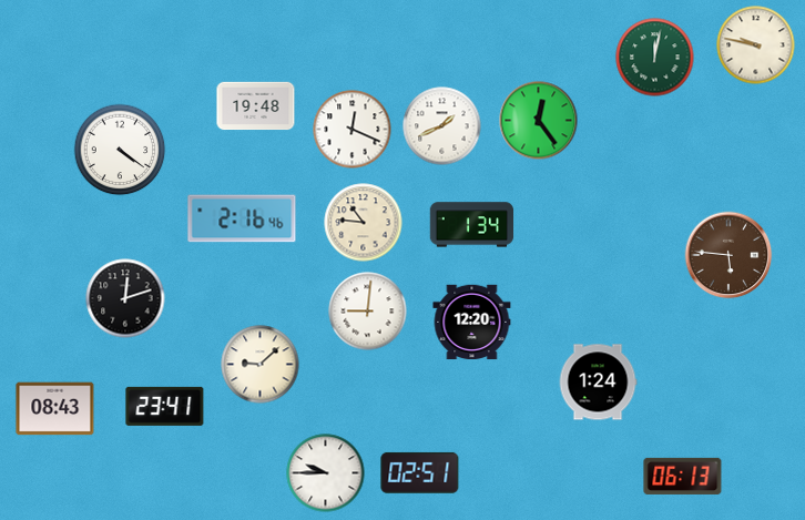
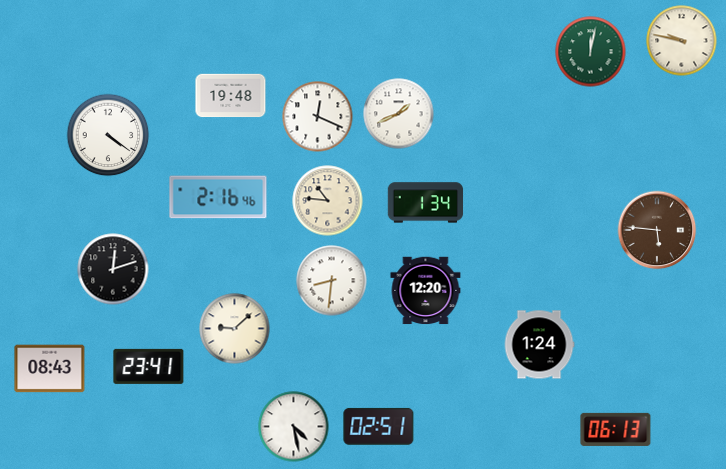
clock at (539, 121): 12:24 -> none
clock at (368, 312): 9:01 -> 8:31
clock at (326, 473): 9:45 -> 4:28
